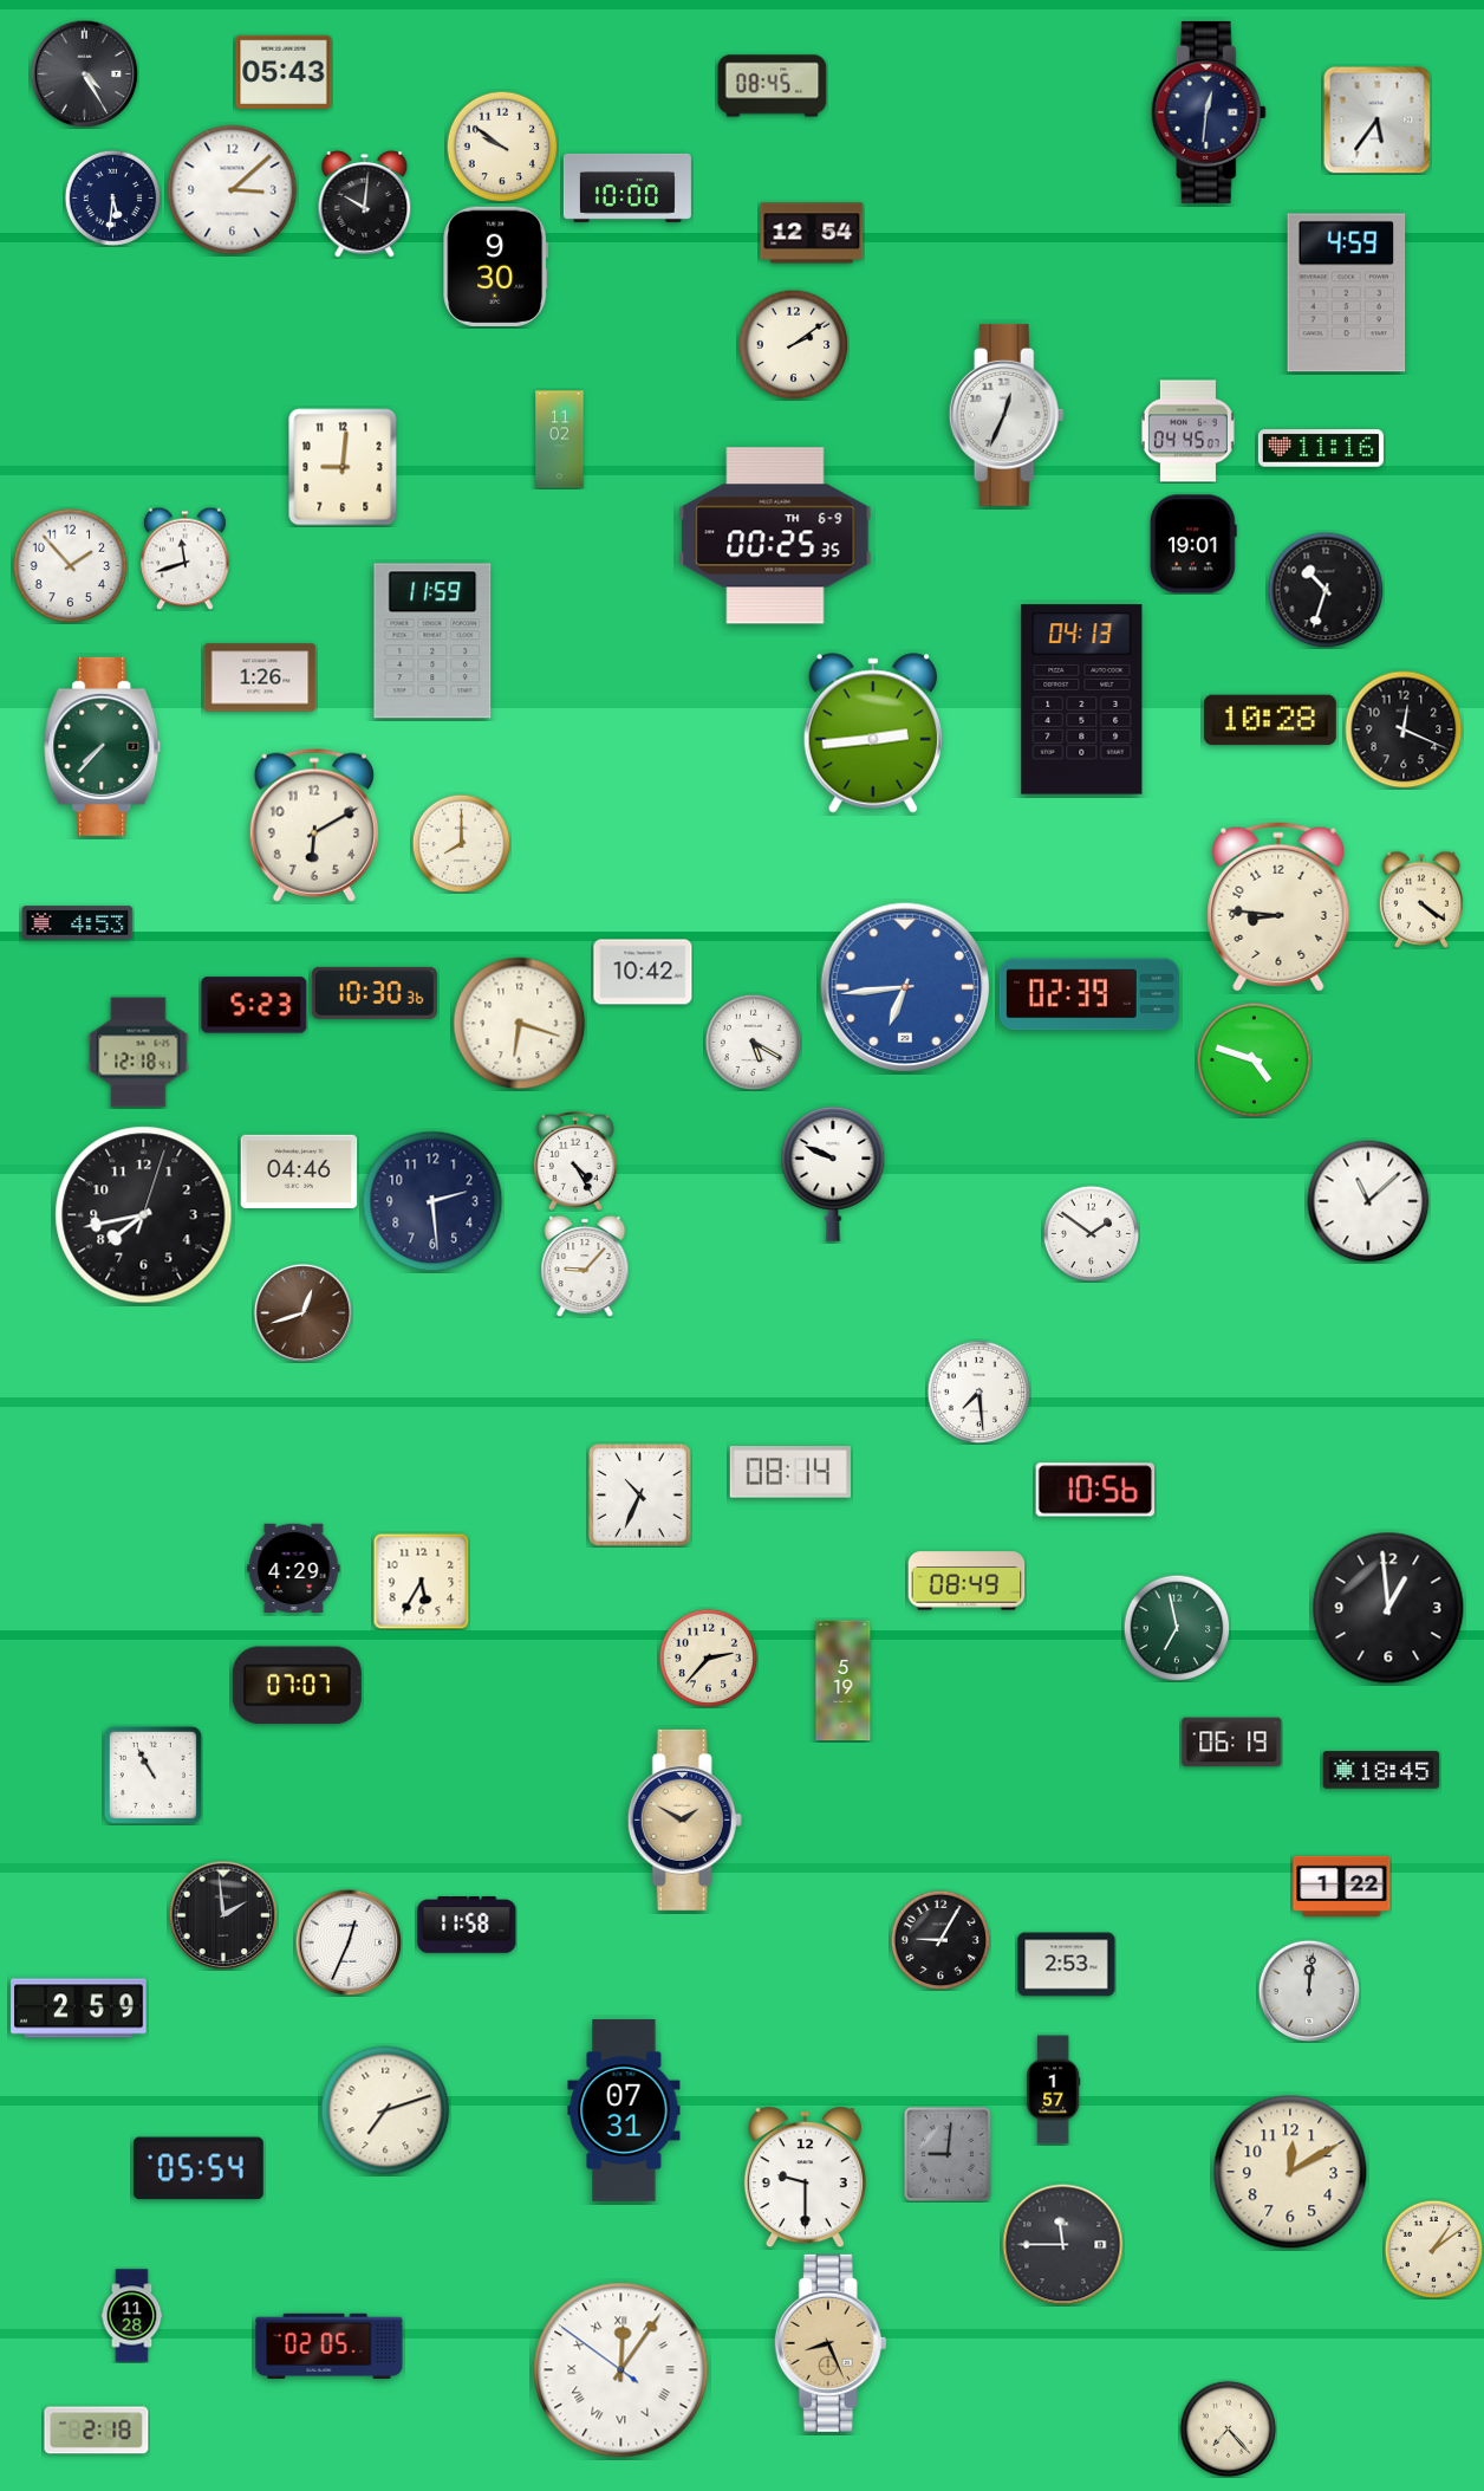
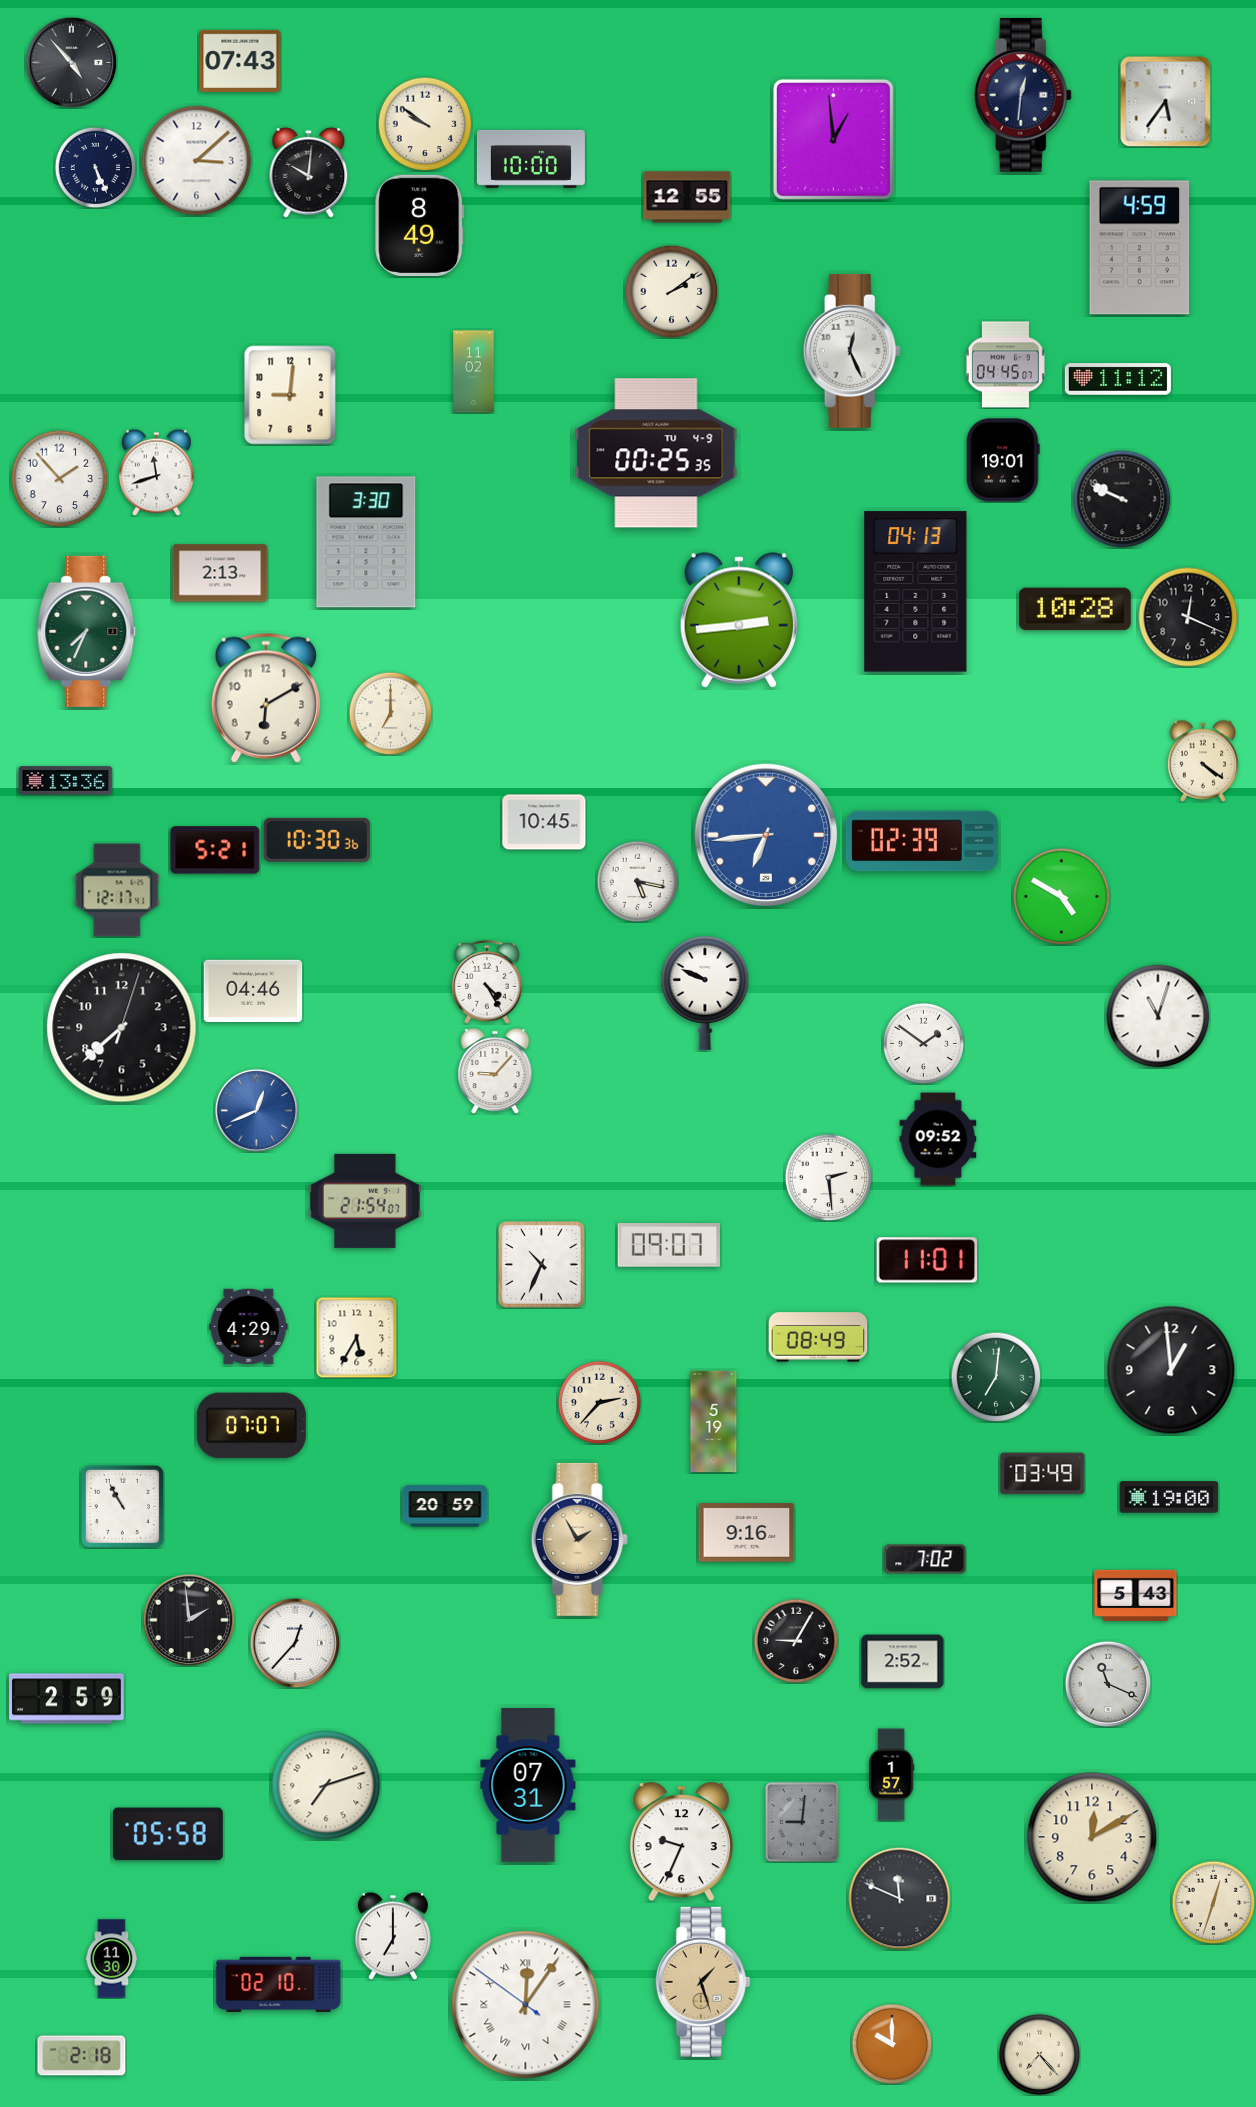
clock at (284, 72): 05:43 -> 07:43
clock at (84, 73): 4:25 -> 4:53
clock at (773, 86): 08:45 -> none
clock at (833, 139): none -> 12:59
clock at (112, 197): 5:31 -> 5:26
clock at (812, 233): 12:54 -> 12:55
clock at (496, 266): 9:30 -> 8:49
clock at (1007, 415): 12:34 -> 12:26
clock at (1321, 448): 11:16 -> 11:12
clock at (775, 536) date: TH 6-9 -> TU 4-9
clock at (1193, 544) position: (1193, 544) -> (1003, 460)
clock at (1326, 590): 10:33 -> 9:49
clock at (432, 641): 11:59 -> 3:30
clock at (260, 677): 1:26 -> 2:13
clock at (103, 746): 7:37 -> 7:34
clock at (461, 843): 8:00 -> 7:00
clock at (1278, 907): 8:46 -> none
clock at (78, 923): 4:53 -> 13:36
clock at (643, 972): 10:42 -> 10:45
clock at (254, 1005): 5:23 -> 5:21
clock at (520, 1024): 6:18 -> none
clock at (753, 1042): 5:20 -> 5:17
clock at (138, 1052): 12:18 -> 12:17
clock at (1254, 1059): 4:48 -> 4:50
clock at (432, 1201): 2:29 -> none
clock at (1368, 1201): 11:08 -> 11:03
clock at (144, 1215): 7:43 -> 7:38
clock at (302, 1312): 12:42 -> 12:41
clock at (302, 1312) dial: brown -> blue
clock at (938, 1139): none -> 09:52
clock at (978, 1392): 7:29 -> 2:29
clock at (366, 1201): none -> 21:54
clock at (789, 1472): 08:14 -> 09:07
clock at (1094, 1490): 10:56 -> 11:01
clock at (1388, 1608) position: (1388, 1608) -> (1171, 1370)
clock at (1177, 1628): 6:58 -> 7:01
clock at (1232, 1743): 06:19 -> 03:49
clock at (1381, 1770): 18:45 -> 19:00
clock at (152, 1775) position: (152, 1775) -> (122, 1506)
clock at (445, 1506): none -> 20:59
clock at (747, 1533): none -> 9:16
clock at (684, 1819): 1:50 -> 1:55
clock at (925, 1559): none -> 7:02
clock at (1342, 1886): 1:22 -> 5:43
clock at (467, 1925): 11:58 -> none
clock at (349, 1942): 12:34 -> 12:37
clock at (1067, 1965): 2:53 -> 2:52
clock at (1309, 1991): 12:01 -> 11:19
clock at (1054, 2090) position: (1054, 2090) -> (892, 1775)
clock at (198, 2168): 05:54 -> 05:58
clock at (805, 2178): 9:30 -> 9:34
clock at (1063, 2245): 11:45 -> 11:49
clock at (1433, 2249): 1:09 -> 12:33
clock at (393, 1936): none -> 7:00
clock at (132, 2316): 11:28 -> 11:30
clock at (831, 2343): 8:26 -> 1:27
clock at (330, 2347): 02:05 -> 02:10
clock at (892, 2044): none -> 10:00
